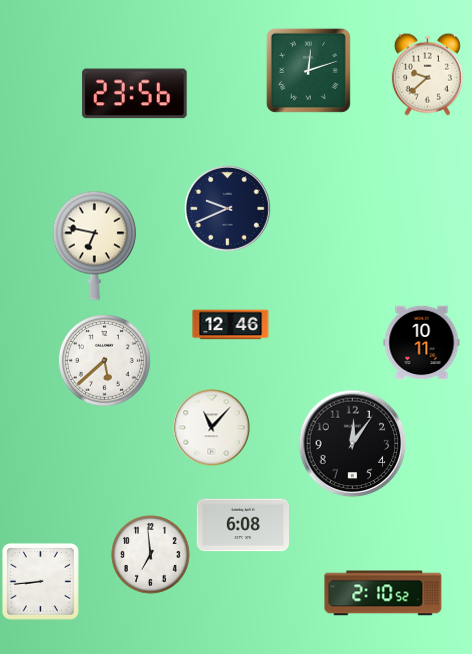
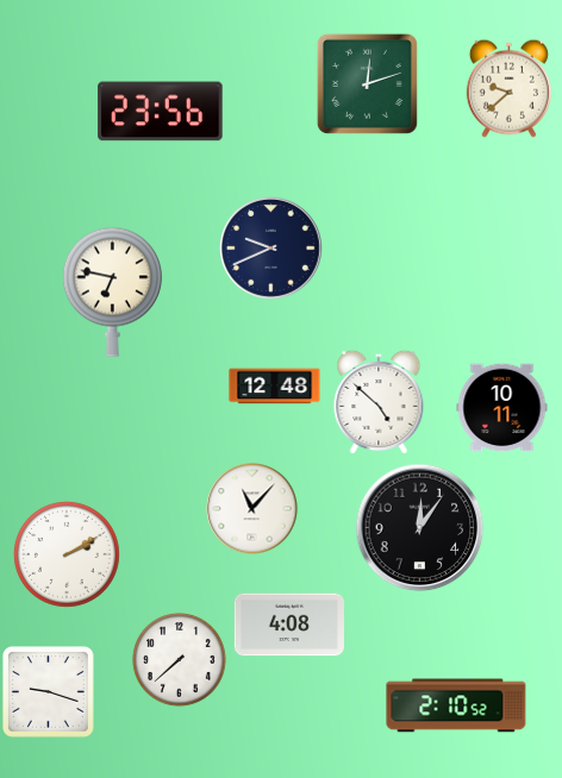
clock at (231, 325): 12:46 -> 12:48
clock at (379, 402): none -> 4:52
clock at (104, 360): 5:38 -> none
clock at (67, 554): none -> 2:10
clock at (242, 525): 6:08 -> 4:08
clock at (151, 555): 6:59 -> 7:38
clock at (40, 581): 8:44 -> 9:18
